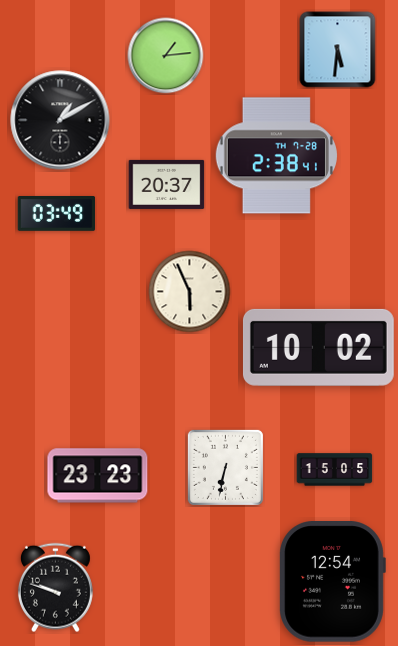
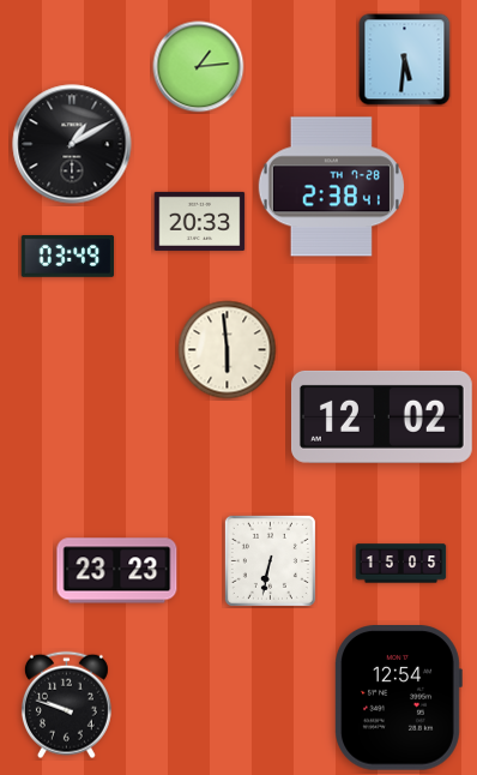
clock at (167, 184): 20:37 -> 20:33
clock at (190, 292): 5:56 -> 5:59
clock at (318, 347): 10:02 -> 12:02
